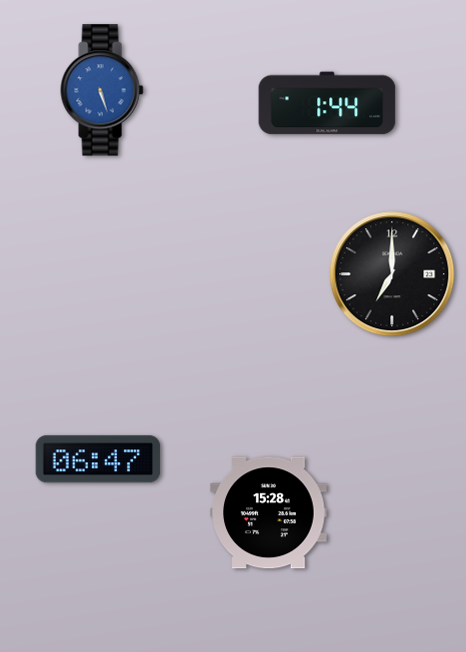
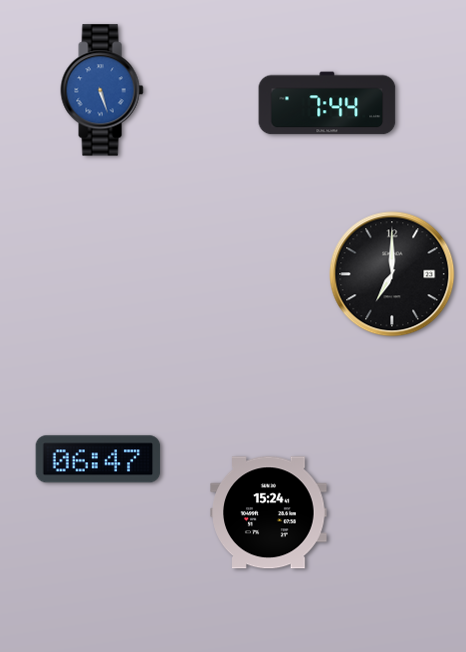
clock at (327, 103): 1:44 -> 7:44
clock at (269, 513): 15:28 -> 15:24
